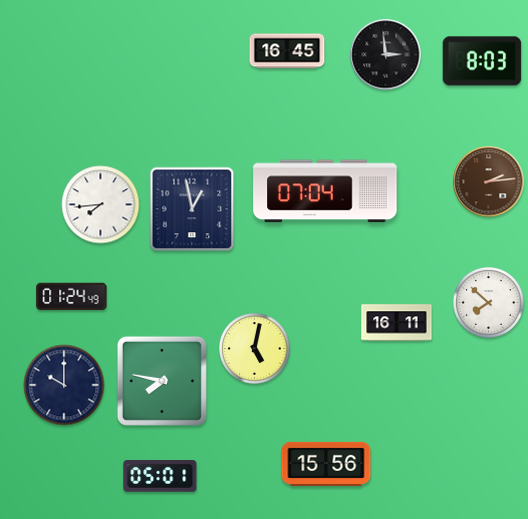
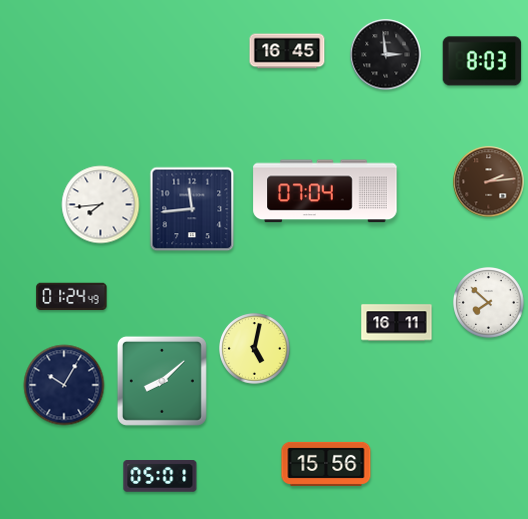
clock at (192, 209): 12:58 -> 11:44
clock at (162, 381): 7:47 -> 8:08
clock at (64, 385): 10:00 -> 10:05
